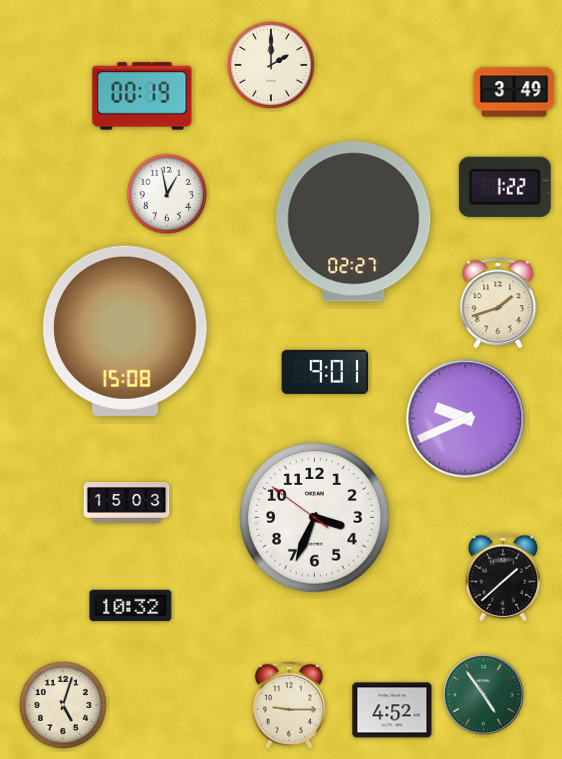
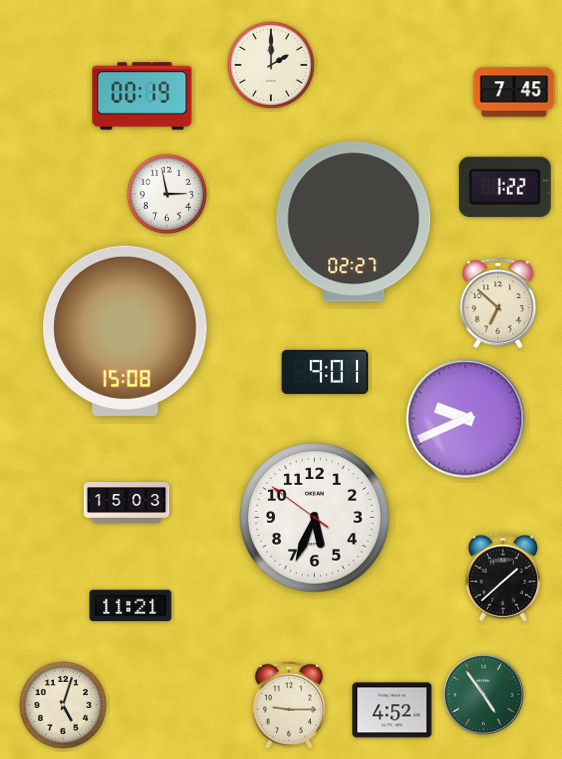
clock at (514, 92): 3:49 -> 7:45
clock at (167, 194): 12:58 -> 2:58
clock at (498, 303): 1:42 -> 6:52
clock at (315, 518): 3:33 -> 5:33
clock at (131, 606): 10:32 -> 11:21
